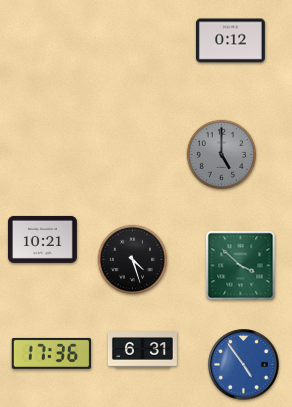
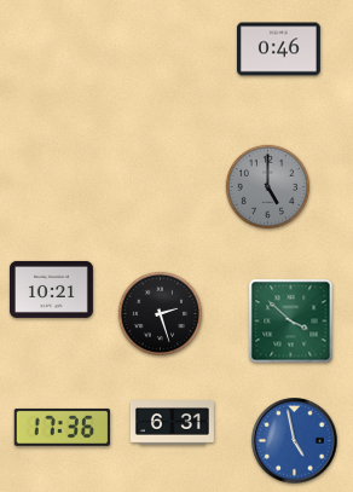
clock at (230, 41): 0:12 -> 0:46
clock at (133, 260): 4:27 -> 2:27
clock at (244, 365): 4:54 -> 4:58
